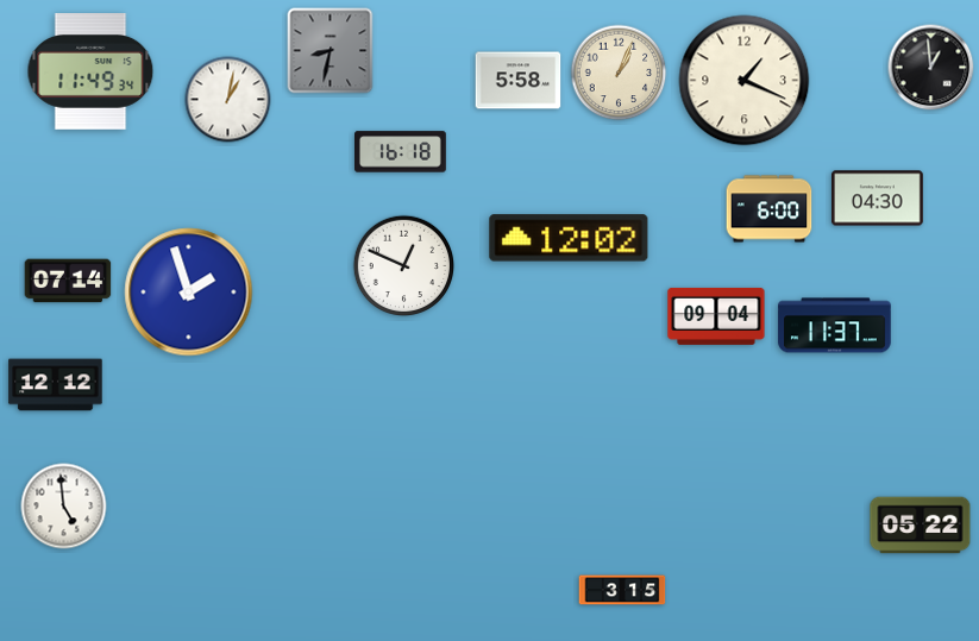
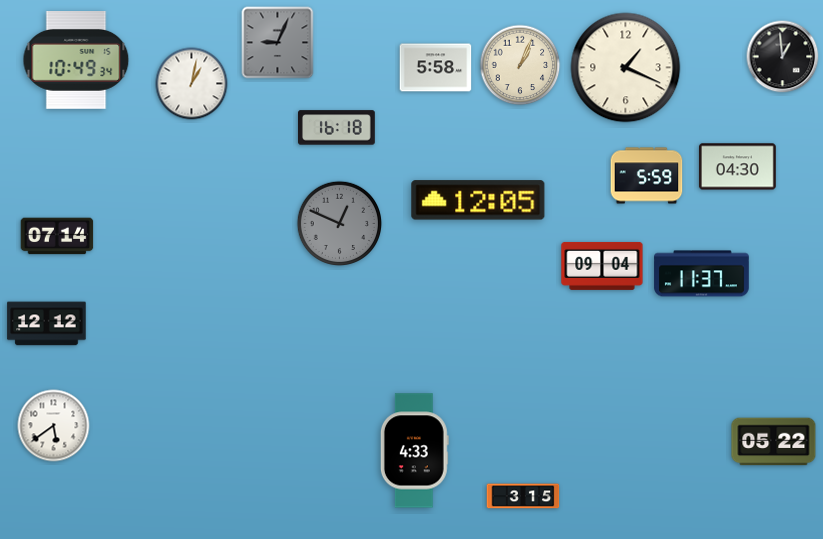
clock at (331, 51): 8:32 -> 9:04
clock at (90, 73): 11:49 -> 10:49
clock at (619, 73) position: (619, 73) -> (520, 65)
clock at (770, 209): 6:00 -> 5:59
clock at (569, 238): 12:02 -> 12:05
clock at (404, 266) dial: white -> grey
clock at (189, 293): 1:57 -> none
clock at (64, 507): 4:59 -> 5:39
clock at (414, 451): none -> 4:33
